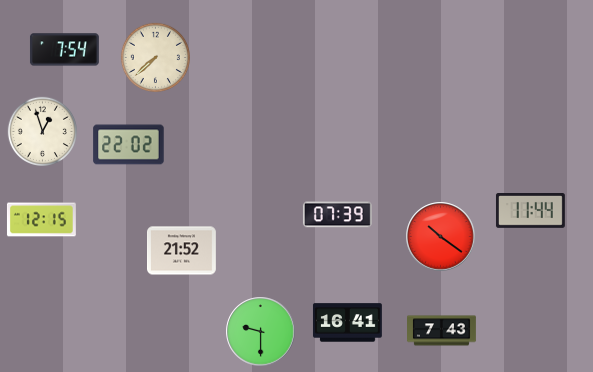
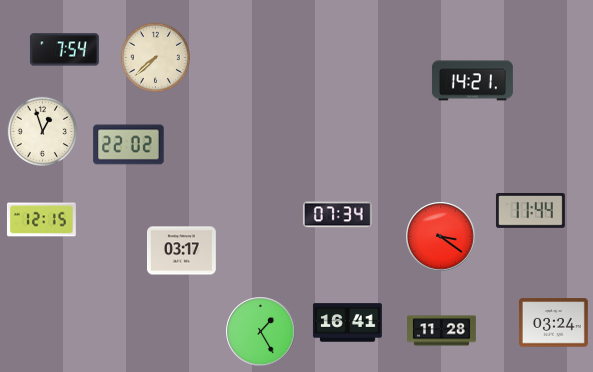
clock at (472, 81): none -> 14:21
clock at (337, 215): 07:39 -> 07:34
clock at (441, 237): 10:21 -> 3:21
clock at (182, 251): 21:52 -> 03:17
clock at (553, 323): none -> 03:24
clock at (442, 331): 7:43 -> 11:28
clock at (261, 332): 9:30 -> 1:25
